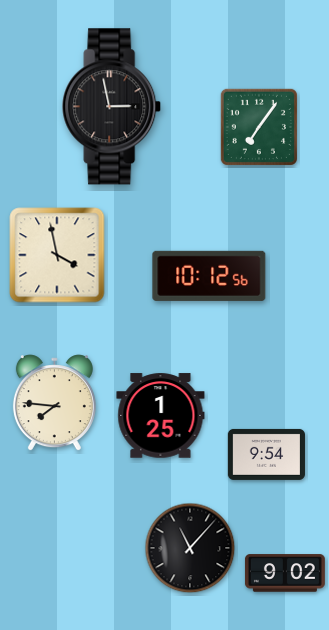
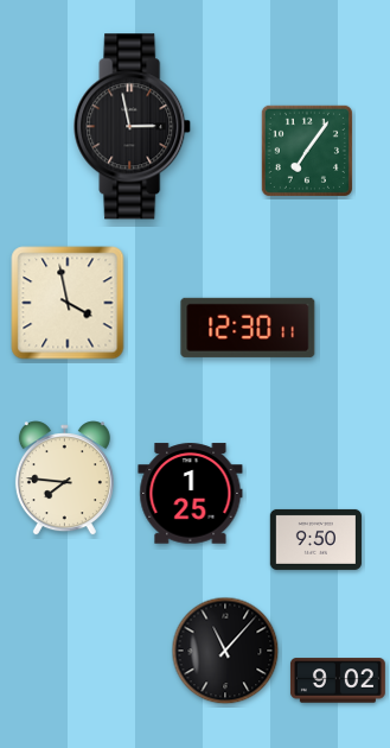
clock at (209, 276): 10:12 -> 12:30
clock at (266, 454): 9:54 -> 9:50
